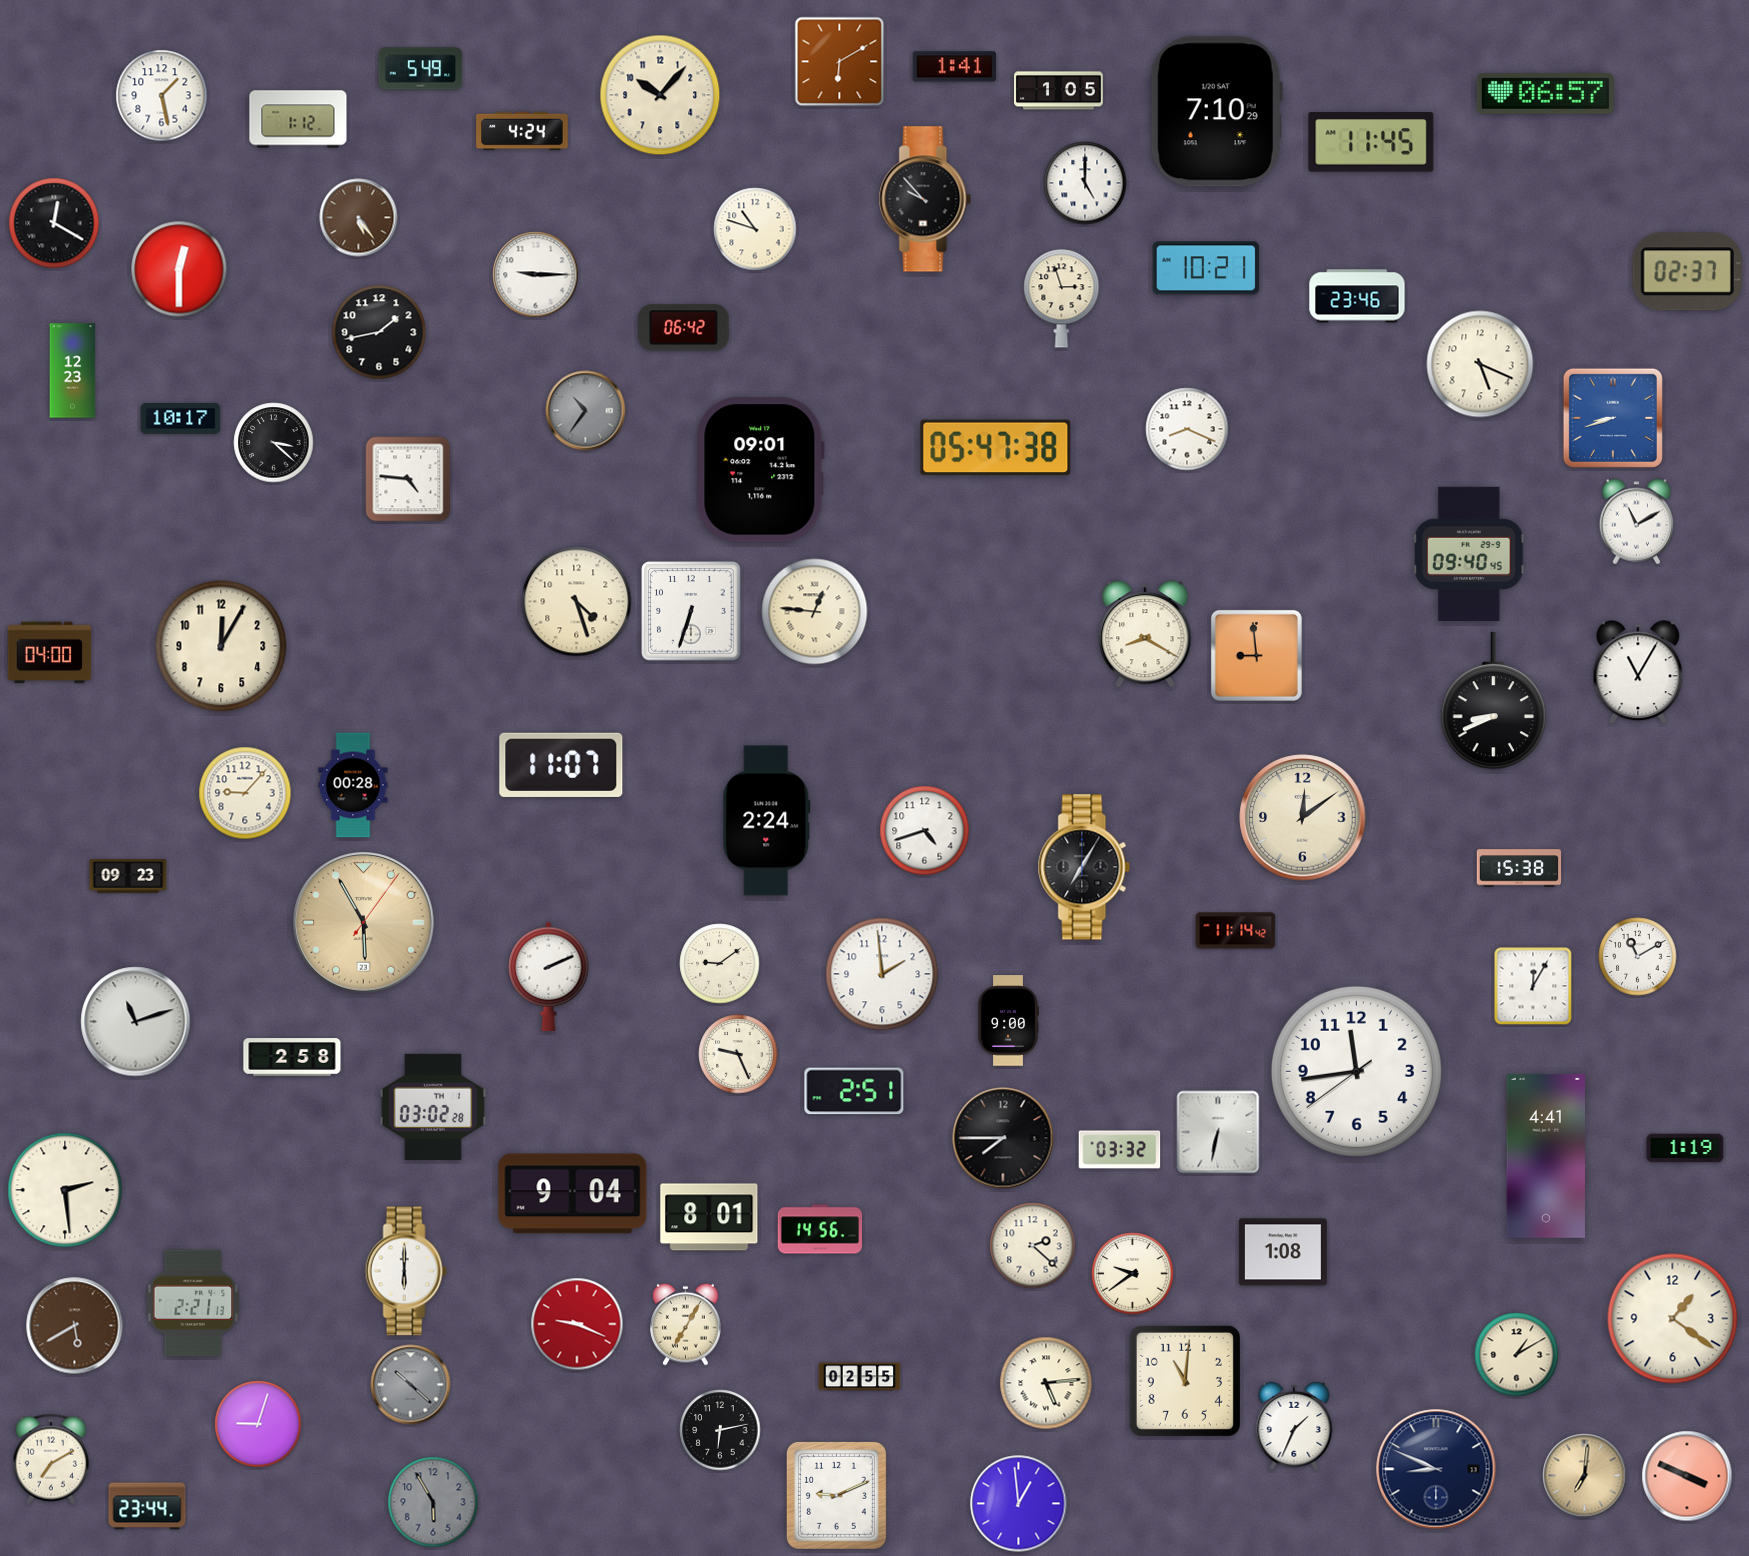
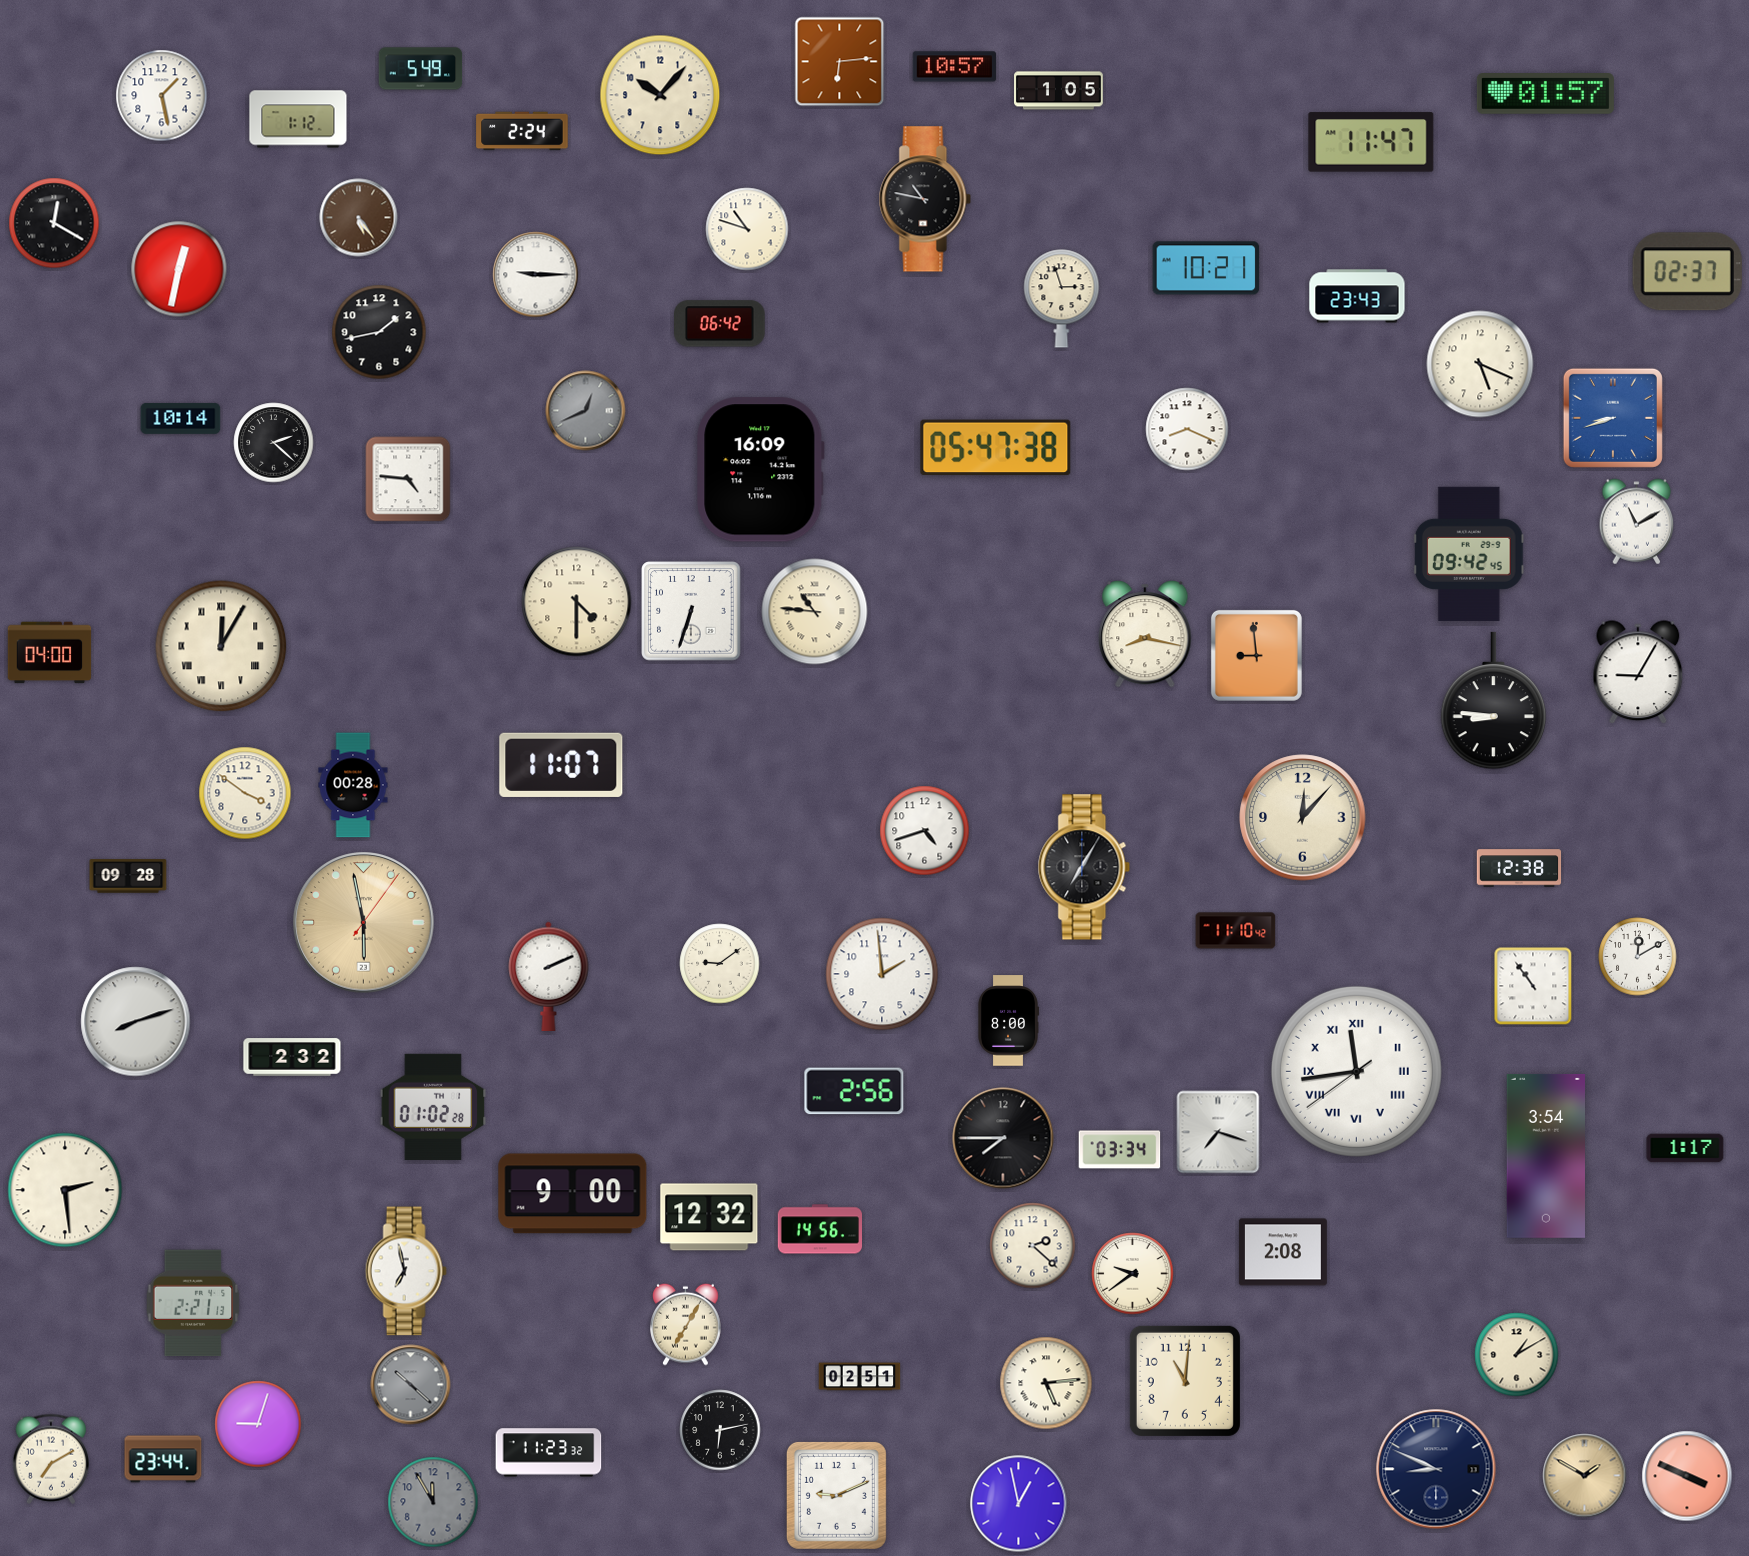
clock at (840, 62): 6:10 -> 6:14
clock at (955, 67): 1:41 -> 10:57
clock at (1545, 94): 06:57 -> 01:57
clock at (1216, 112): 7:10 -> none
clock at (522, 131): 4:24 -> 2:24
clock at (1371, 142): 11:45 -> 11:47
clock at (1085, 183): 5:00 -> none
clock at (925, 199): 9:53 -> 10:47
clock at (755, 229) position: (755, 229) -> (747, 229)
clock at (179, 269): 12:30 -> 12:32
clock at (1357, 296): 23:46 -> 23:43
clock at (684, 328) position: (684, 328) -> (720, 324)
clock at (73, 371): 12:23 -> none
clock at (586, 411): 10:36 -> 12:41
clock at (181, 418): 10:17 -> 10:14
clock at (274, 443): 3:22 -> 2:22
clock at (761, 470): 09:01 -> 16:09
clock at (1469, 554): 09:40 -> 09:42
clock at (577, 602): 4:27 -> 4:30
clock at (815, 612): 12:46 -> 10:46
clock at (1145, 634): 8:20 -> 8:17
clock at (221, 646) numerals: Arabic -> Roman
clock at (1638, 673): 11:05 -> 9:05
clock at (1494, 701): 8:41 -> 8:46
clock at (245, 793): 9:07 -> 3:51
clock at (1303, 818): 12:09 -> 12:07
clock at (767, 821): 2:24 -> none
clock at (1519, 868): 15:38 -> 12:38
clock at (128, 876): 09:23 -> 09:28
clock at (364, 923): 5:55 -> 5:58
clock at (1236, 931): 11:14 -> 11:10
clock at (1638, 957): 11:10 -> 12:10
clock at (1533, 986): 12:05 -> 10:54
clock at (1009, 1021): 9:00 -> 8:00
clock at (136, 1022): 11:12 -> 8:12
clock at (738, 1054): 9:26 -> none
clock at (292, 1057): 2:58 -> 2:32
clock at (1356, 1071) numerals: Arabic -> Roman
clock at (854, 1091): 2:51 -> 2:56
clock at (433, 1107): 03:02 -> 01:02
clock at (1218, 1132): 6:32 -> 7:18
clock at (1685, 1148): 1:19 -> 1:17
clock at (1120, 1150): 03:32 -> 03:34
clock at (1545, 1156): 4:41 -> 3:54
clock at (573, 1194): 9:04 -> 9:00
clock at (709, 1217): 8:01 -> 12:32
clock at (1283, 1252): 1:08 -> 2:08
clock at (406, 1271): 6:00 -> 6:58
clock at (1673, 1319): 1:21 -> none
clock at (577, 1324): 9:19 -> none
clock at (75, 1326): 5:40 -> none
clock at (860, 1377): 02:55 -> 02:51
clock at (1294, 1426): 1:34 -> none
clock at (549, 1453): none -> 11:23
clock at (1585, 1476): 7:01 -> 1:50
clock at (433, 1502): 5:55 -> 11:55
clock at (1019, 1504): 12:59 -> 12:58
clock at (147, 1506) position: (147, 1506) -> (163, 1459)
